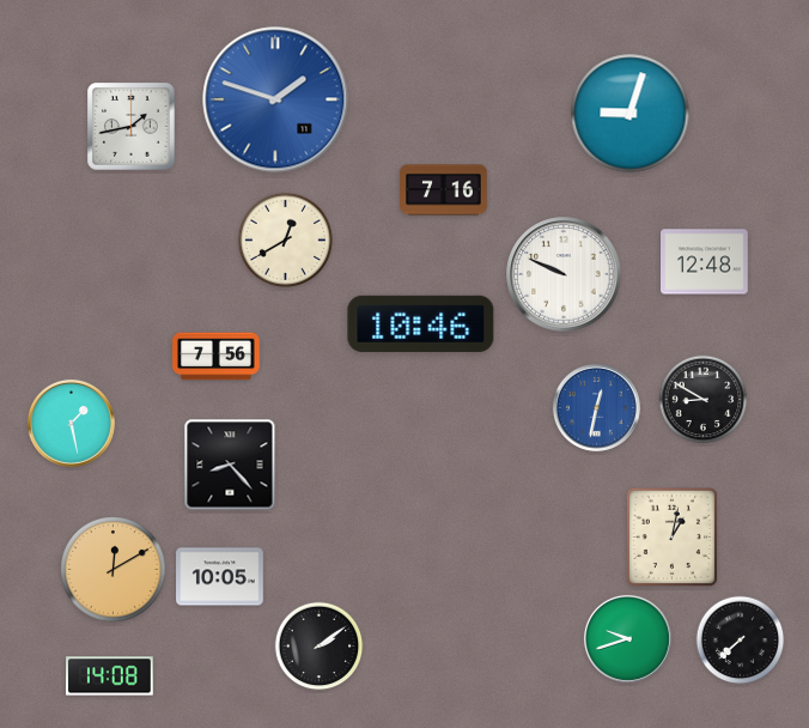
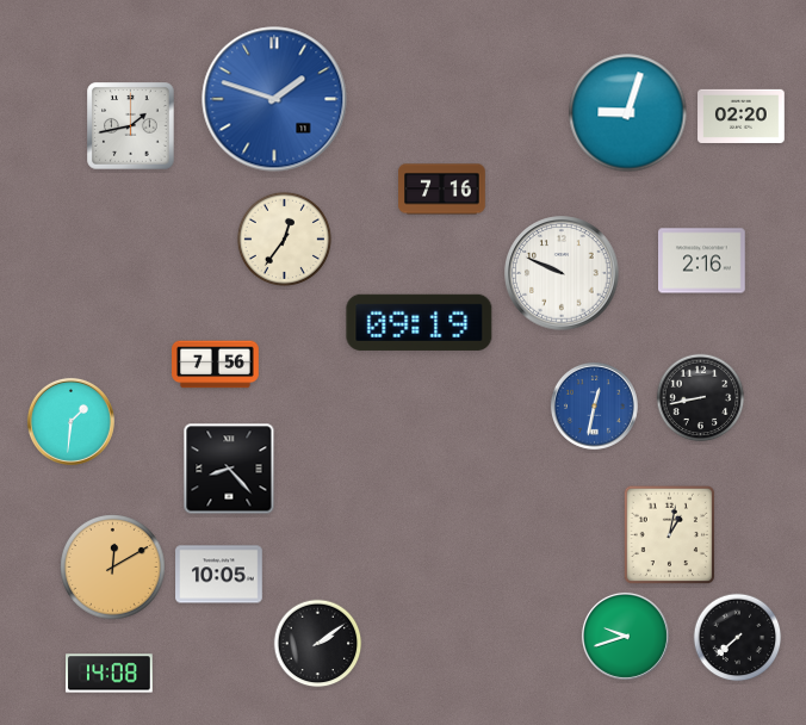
clock at (742, 116): none -> 02:20
clock at (285, 239): 12:40 -> 12:36
clock at (705, 262): 12:48 -> 2:16
clock at (421, 323): 10:46 -> 09:19
clock at (217, 357) position: (217, 357) -> (216, 365)
clock at (704, 400): 8:50 -> 8:43
clock at (71, 423): 1:28 -> 1:31
clock at (230, 465) position: (230, 465) -> (229, 469)
